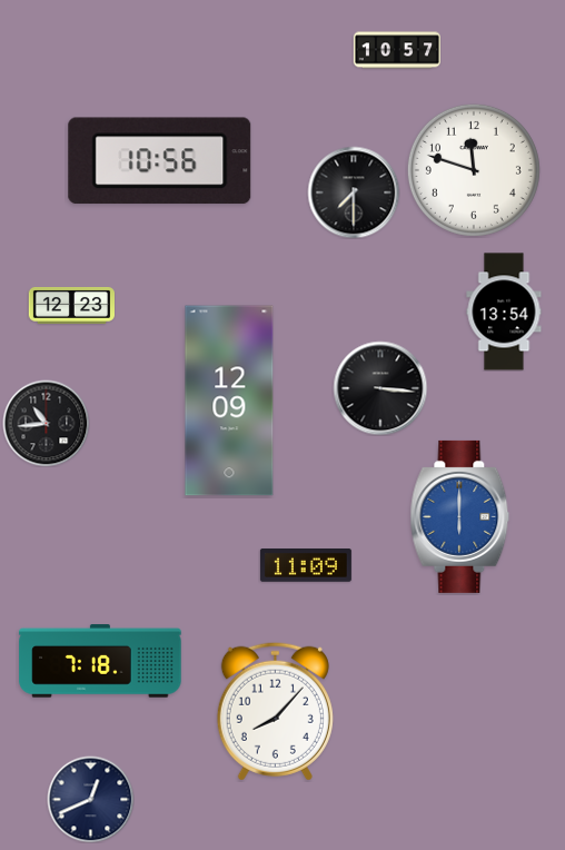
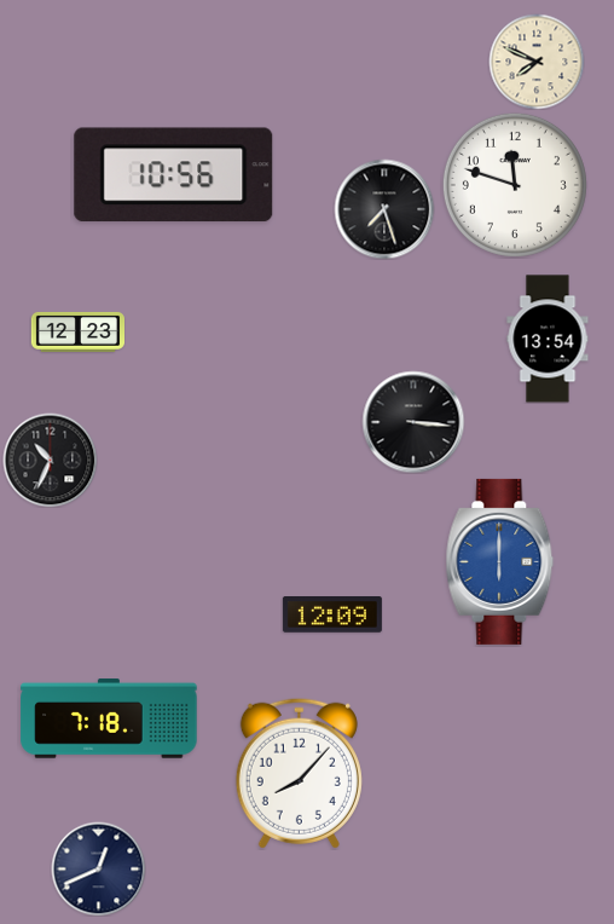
clock at (397, 50): 10:57 -> none
clock at (537, 62): none -> 7:49
clock at (354, 192): 7:30 -> 7:27
clock at (229, 401): 12:09 -> none
clock at (46, 423): 10:44 -> 10:34
clock at (306, 566): 11:09 -> 12:09
